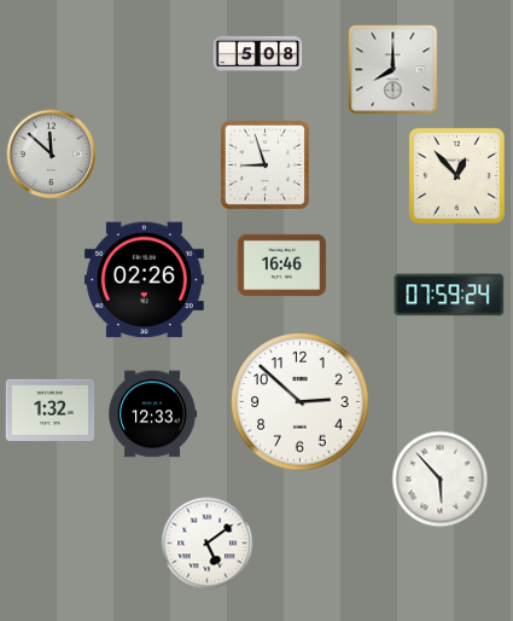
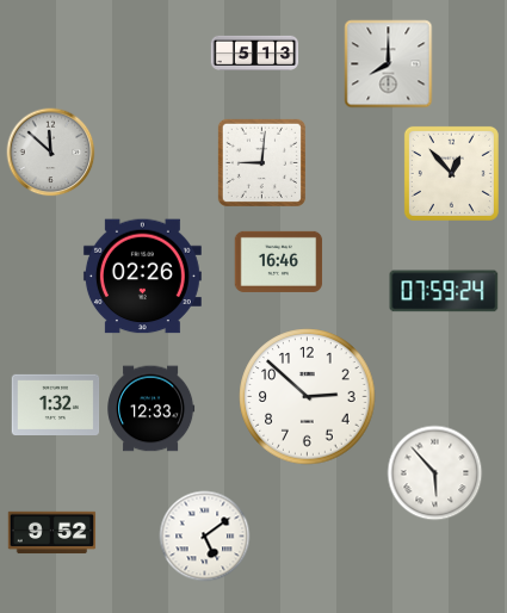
clock at (258, 53): 5:08 -> 5:13
clock at (394, 70) position: (394, 70) -> (389, 64)
clock at (264, 164): 8:57 -> 9:01
clock at (301, 402) position: (301, 402) -> (308, 397)
clock at (51, 410) position: (51, 410) -> (56, 404)
clock at (52, 533): none -> 9:52
